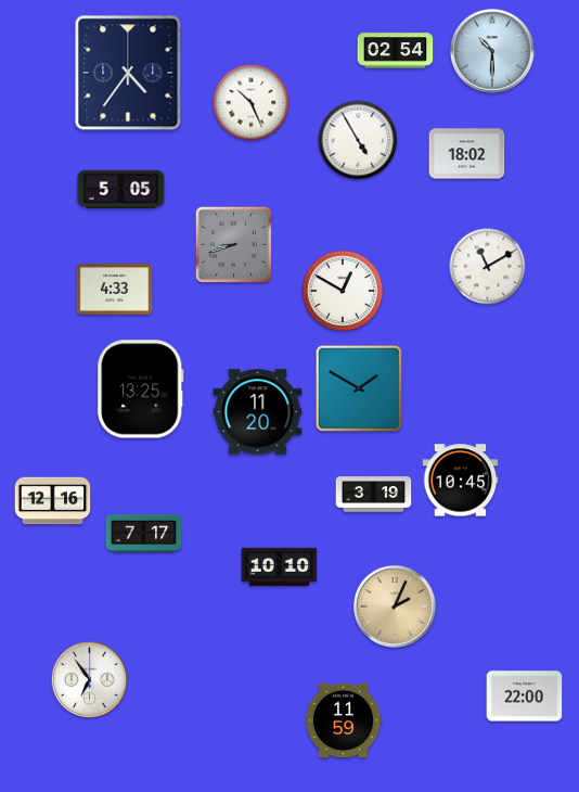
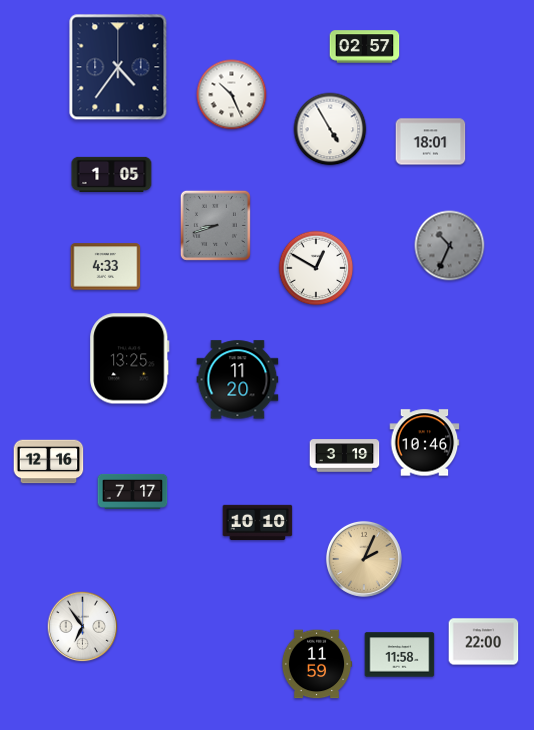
clock at (396, 51): 02:54 -> 02:57
clock at (493, 52): 10:30 -> none
clock at (467, 154): 18:02 -> 18:01
clock at (121, 189): 5:05 -> 1:05
clock at (488, 267): 11:10 -> 10:34
clock at (488, 267) dial: white -> grey
clock at (359, 388): 1:50 -> none
clock at (461, 481): 10:45 -> 10:46
clock at (400, 655): none -> 11:58
